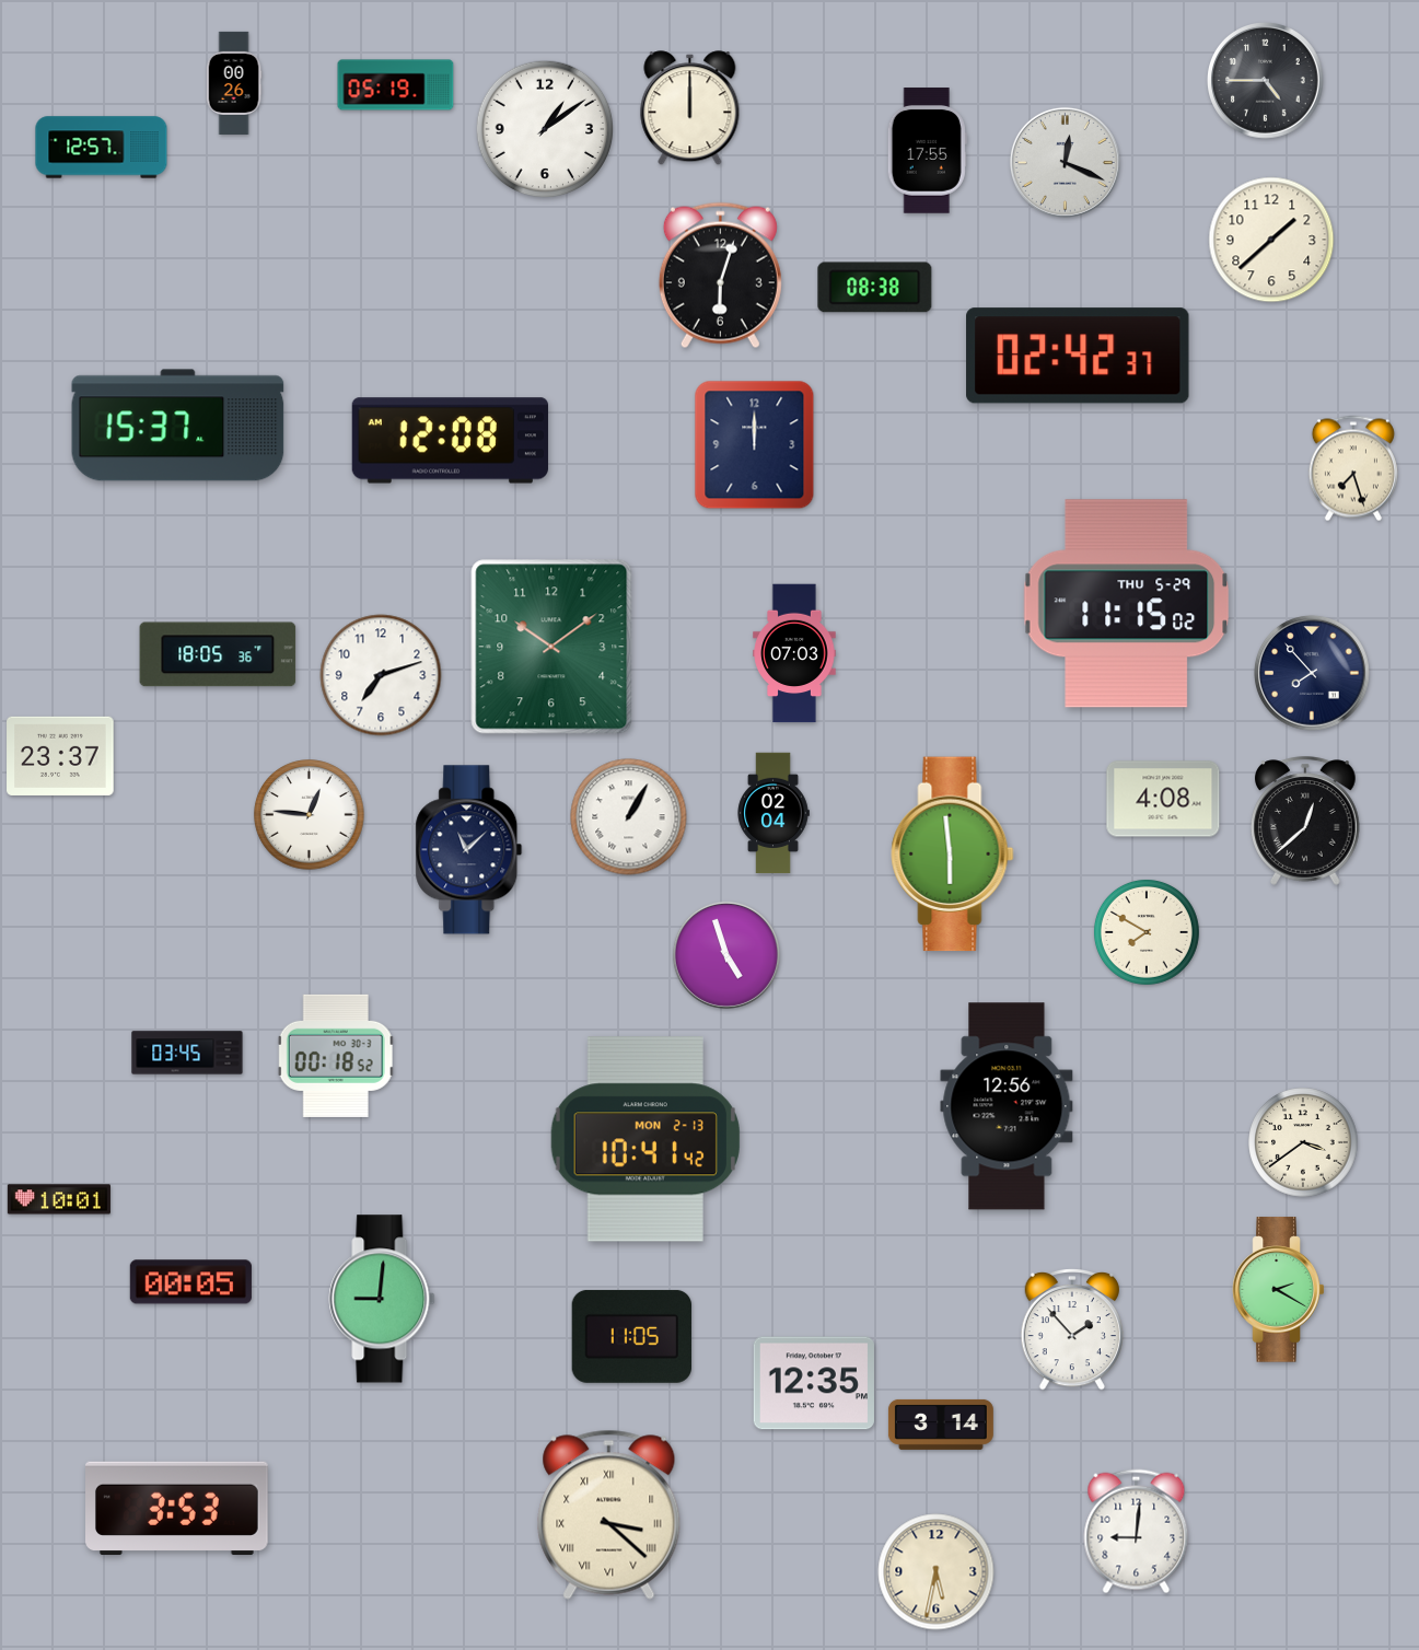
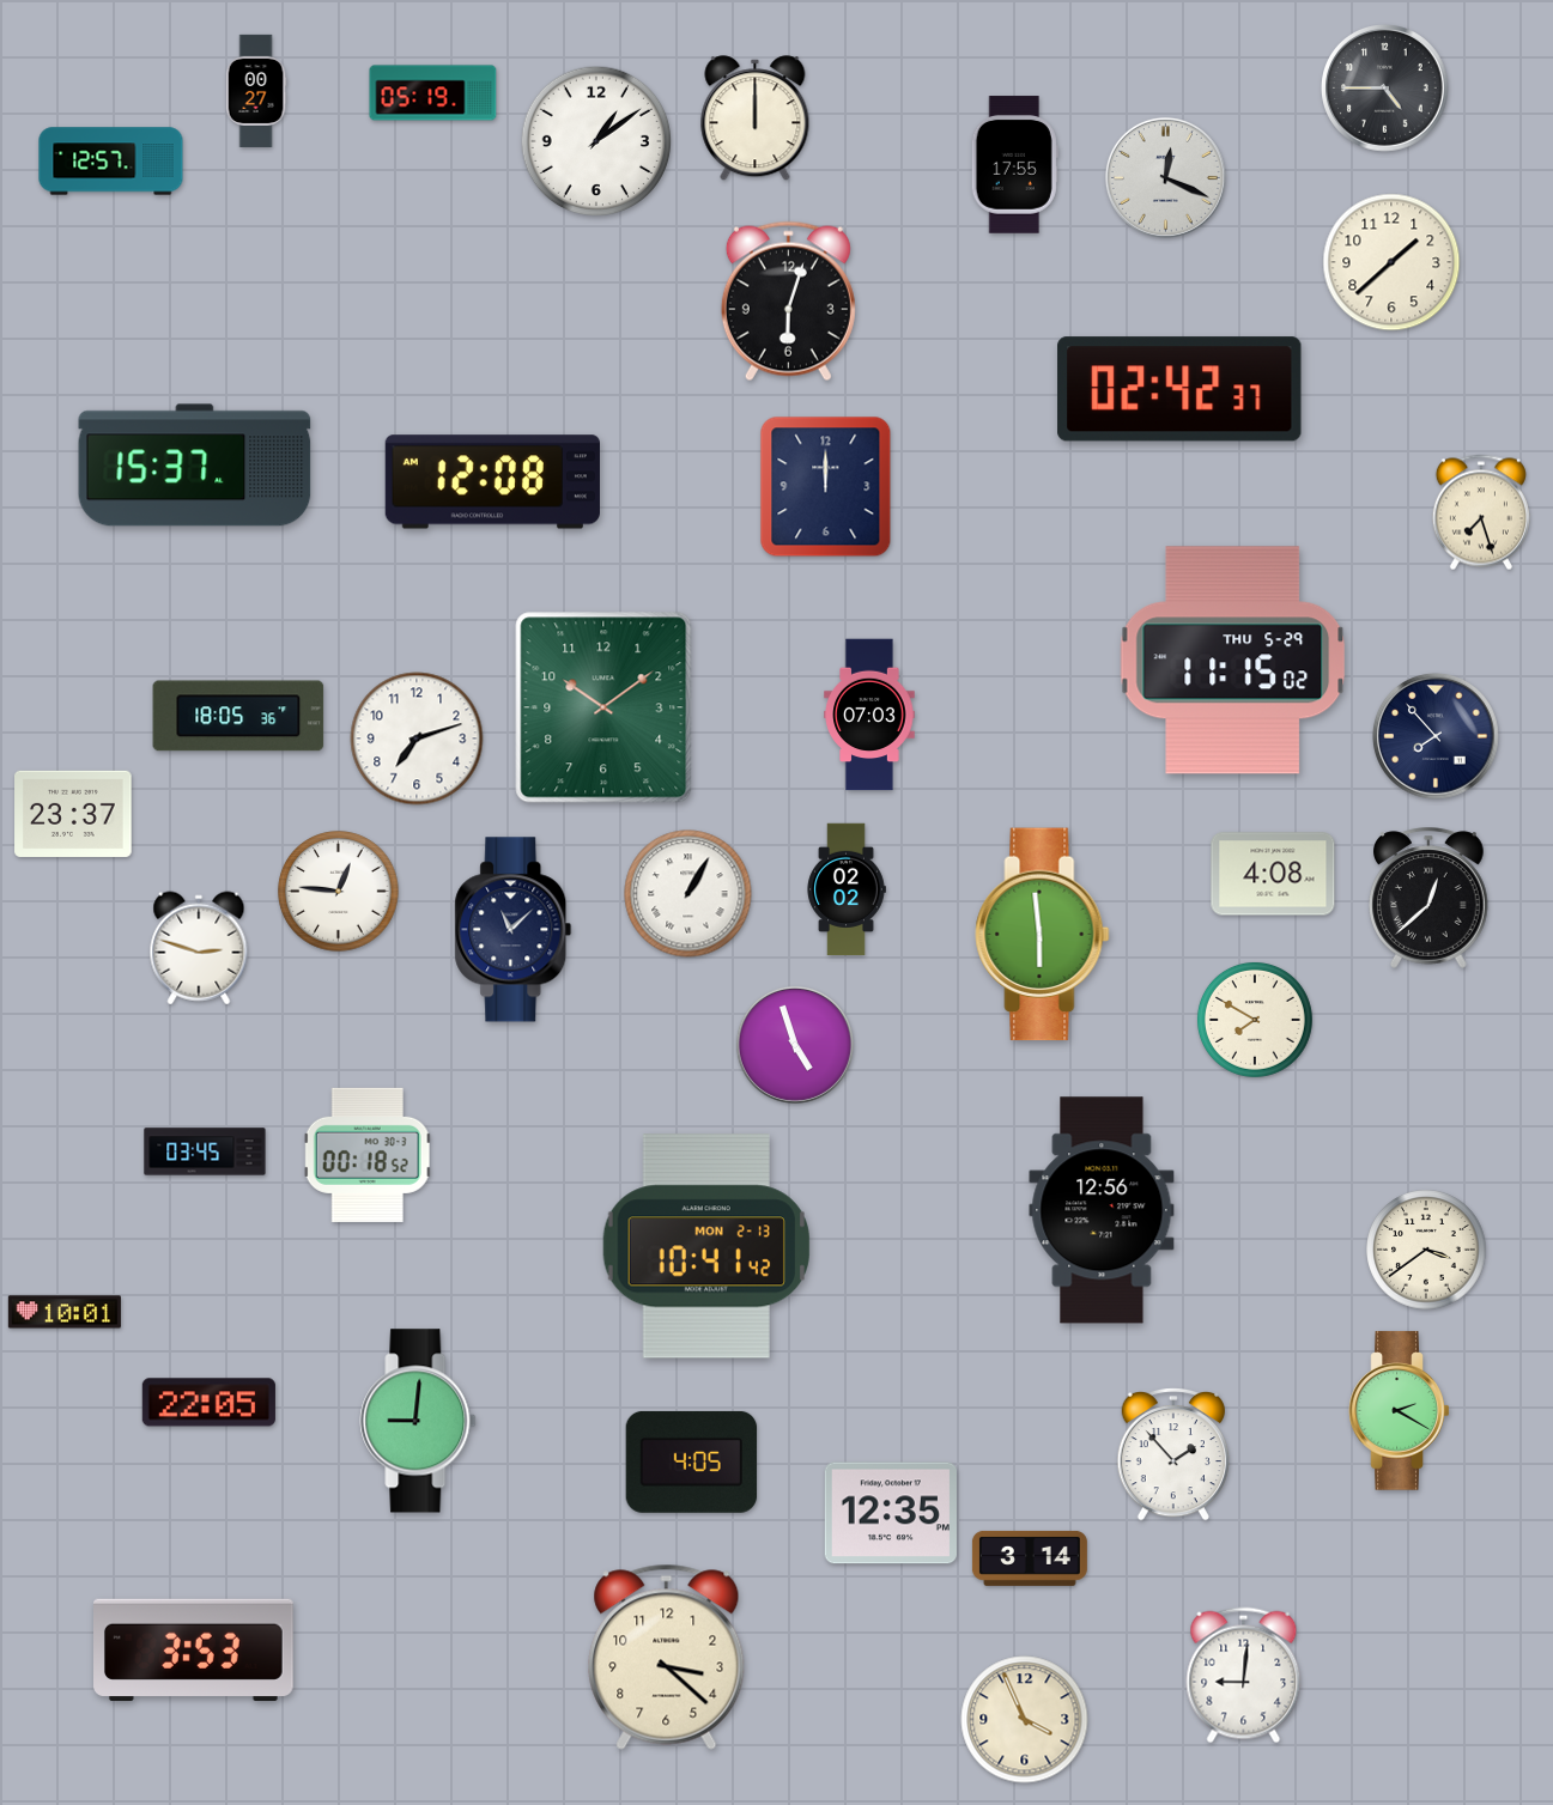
clock at (234, 83): 00:26 -> 00:27
clock at (875, 288): 08:38 -> none
clock at (60, 756) position: (60, 756) -> (73, 814)
clock at (774, 813): 02:04 -> 02:02
clock at (199, 948): none -> 2:48
clock at (190, 1282): 00:05 -> 22:05
clock at (632, 1336): 11:05 -> 4:05
clock at (609, 1514) numerals: Roman -> Arabic
clock at (937, 1572): 5:32 -> 3:56
